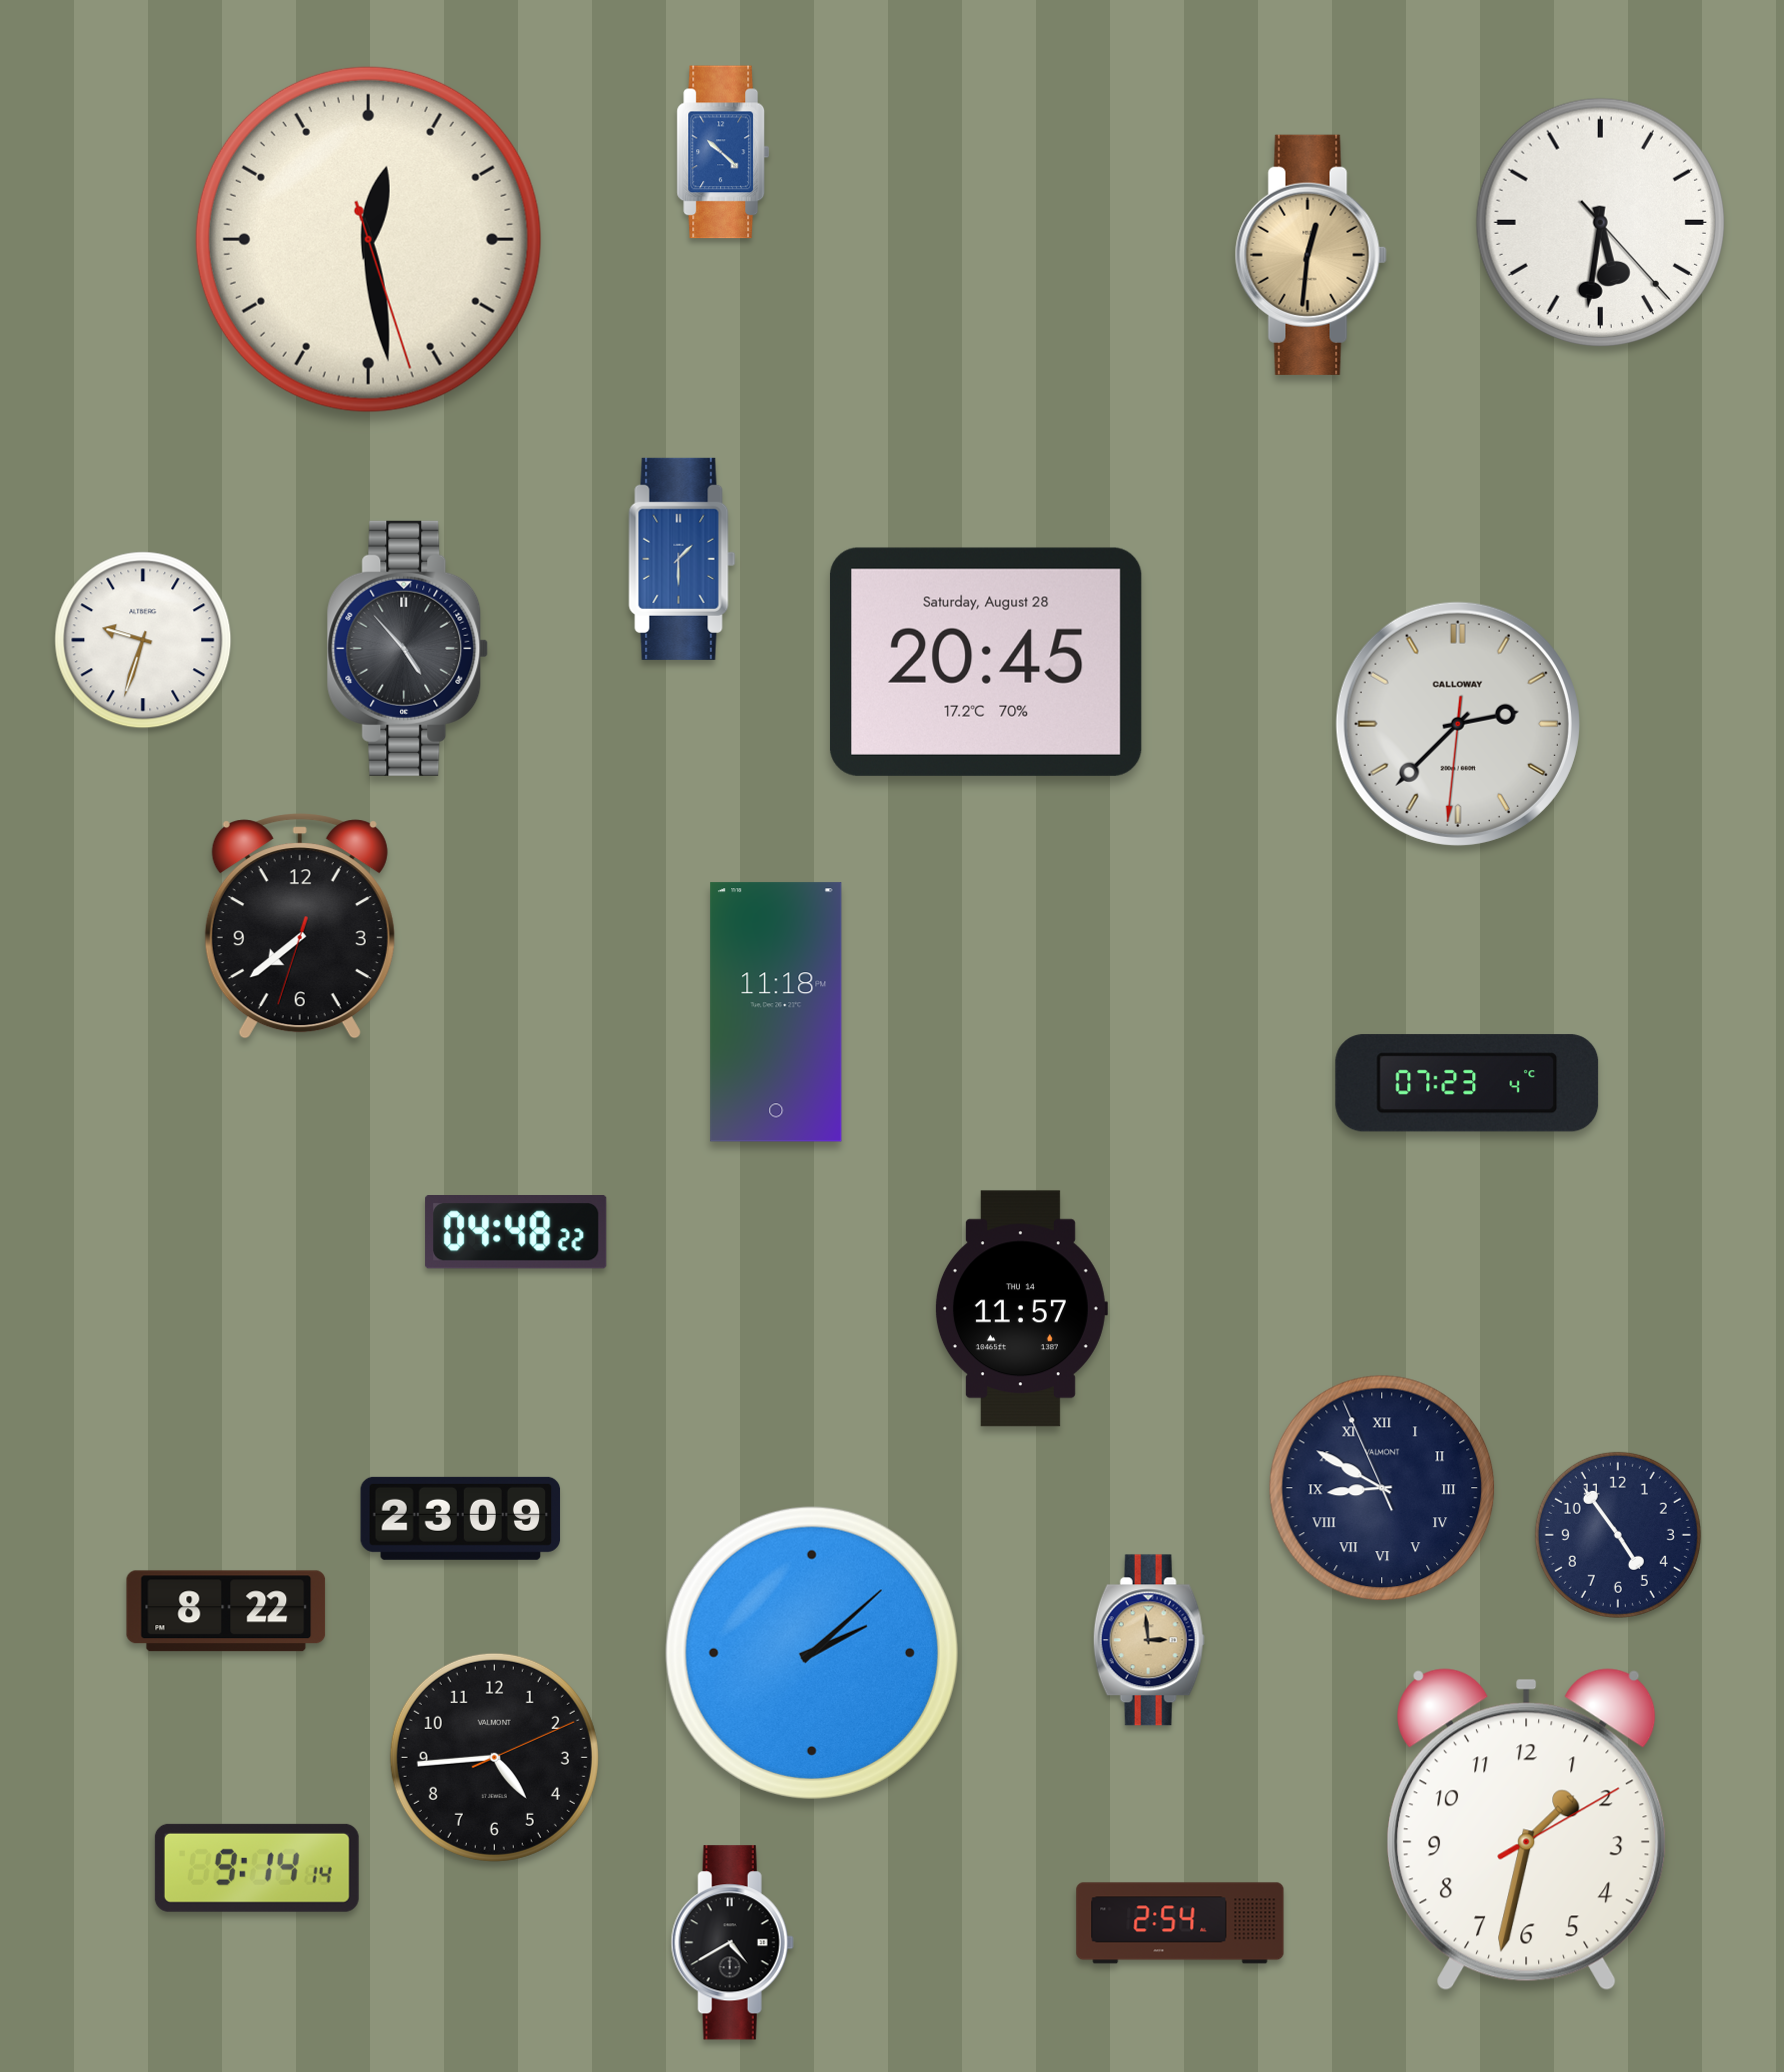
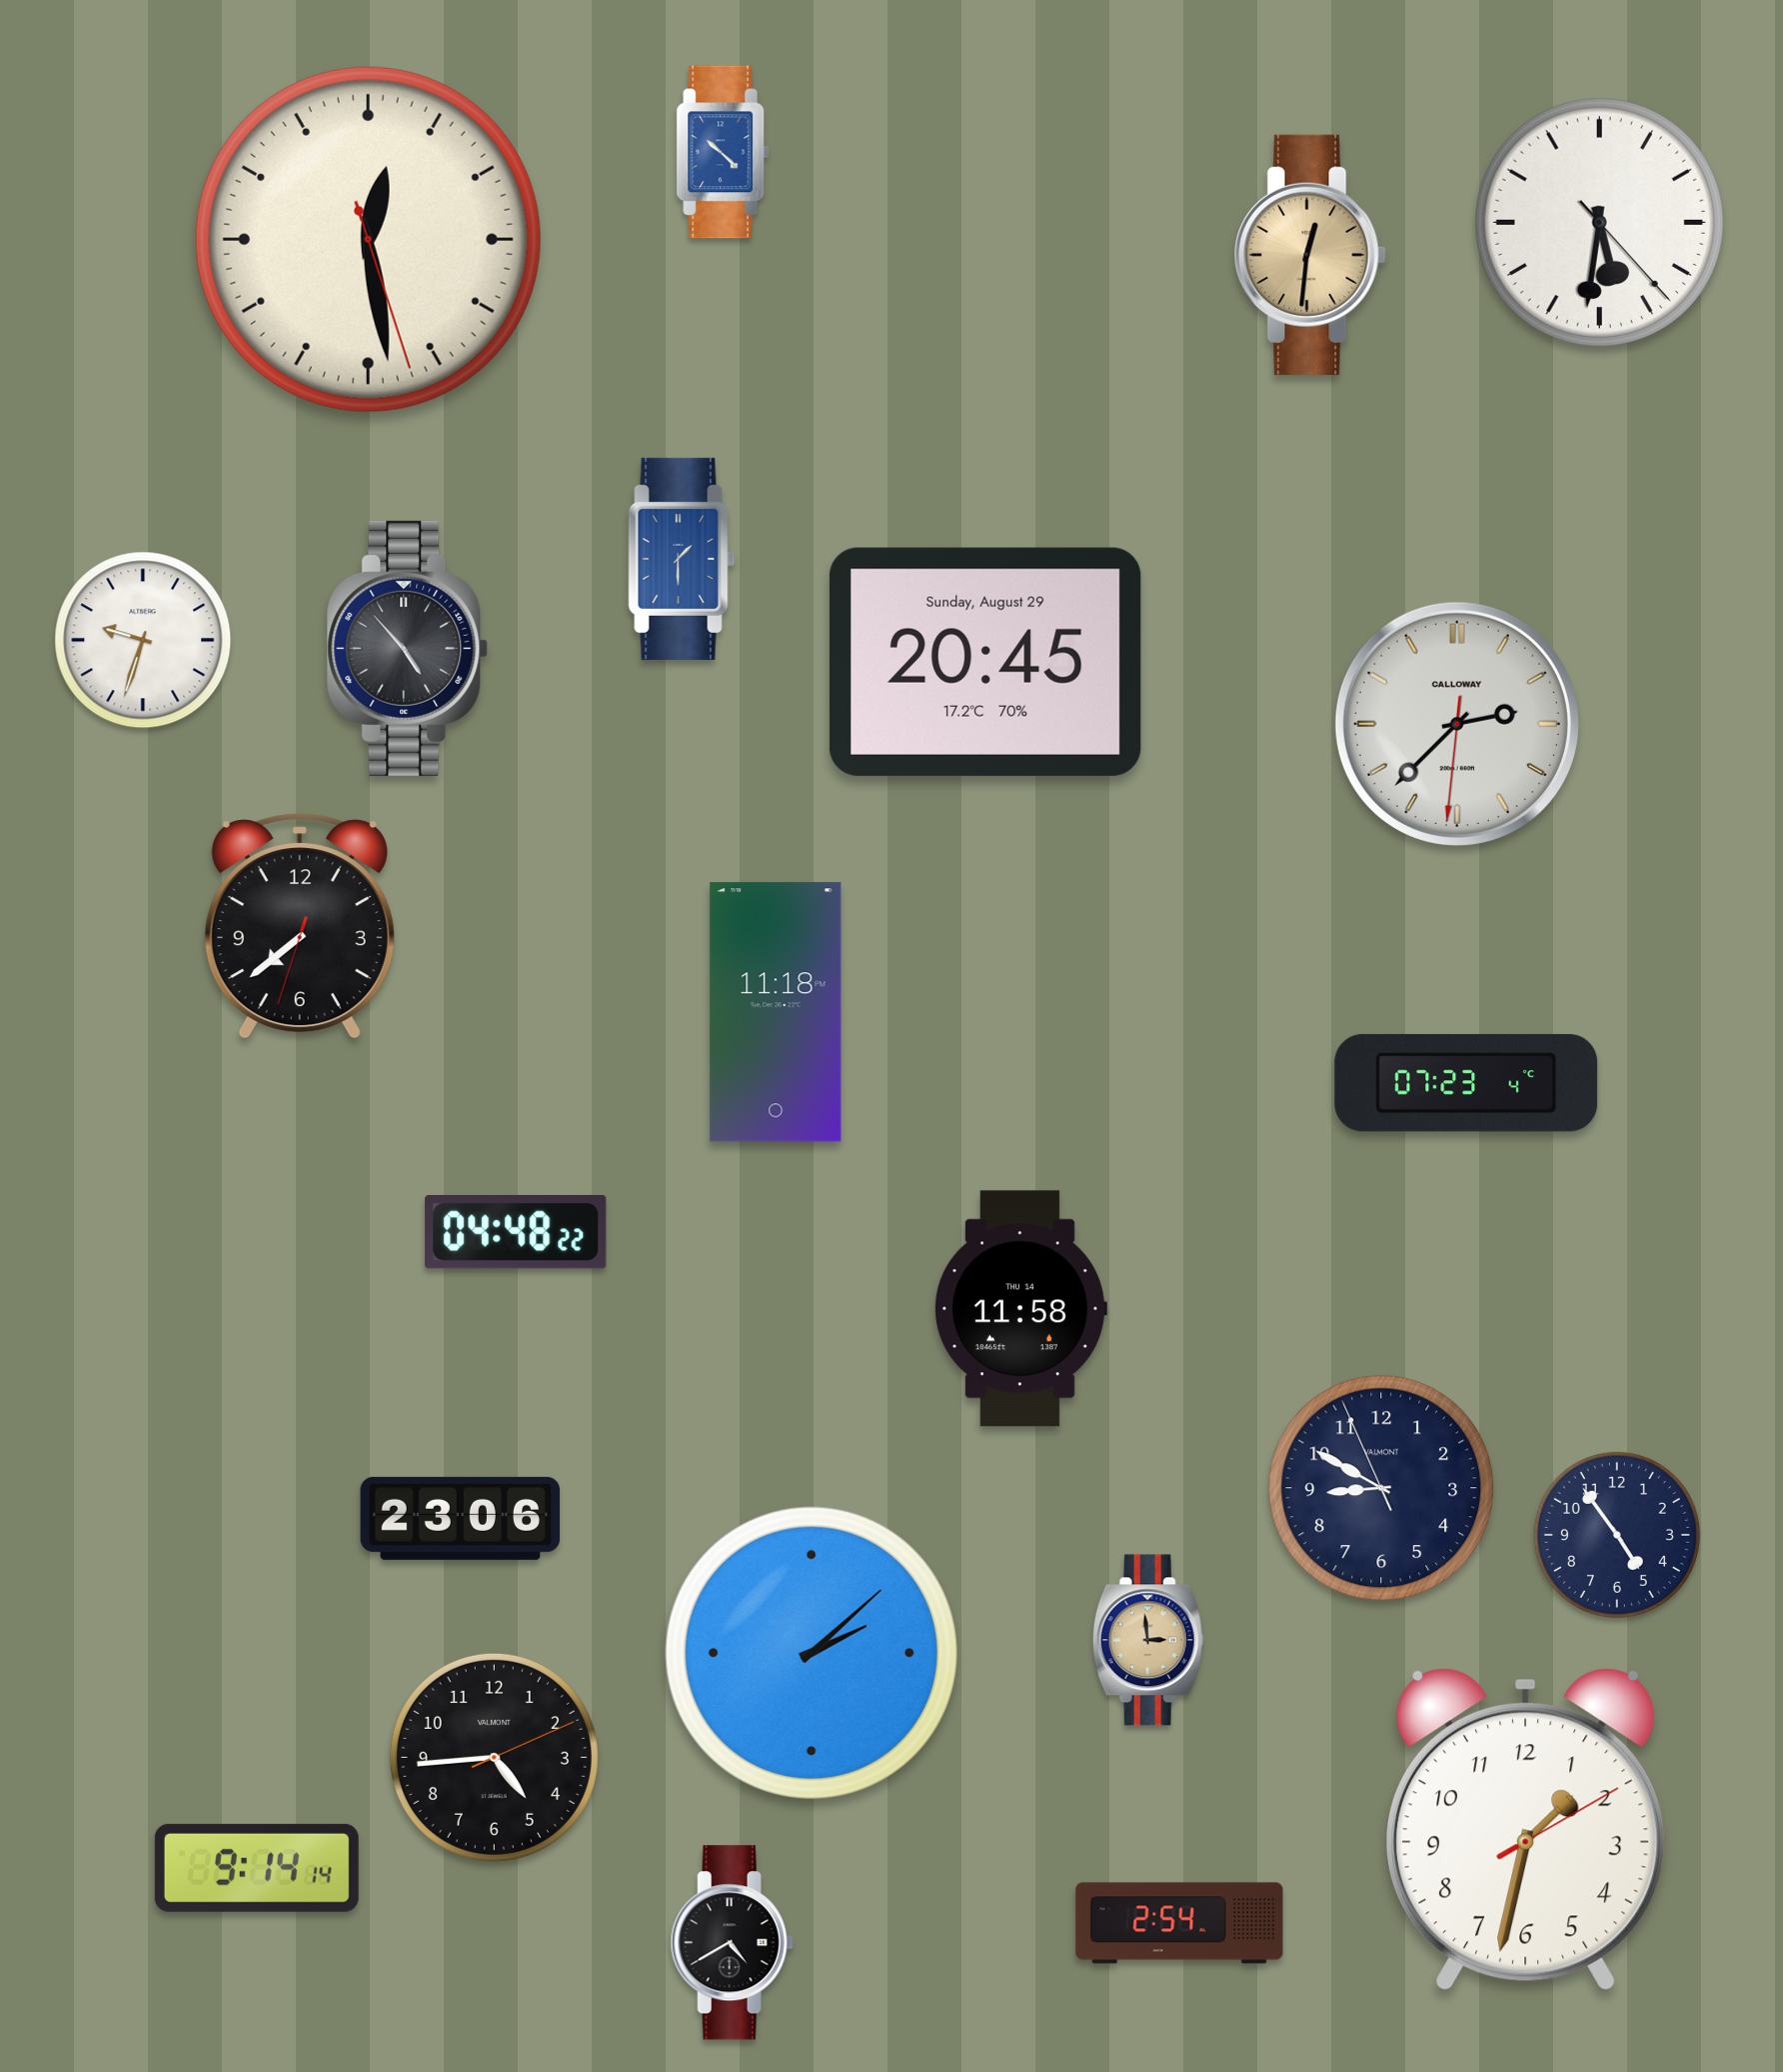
clock at (986, 662) date: Saturday, August 28 -> Sunday, August 29
clock at (1021, 1309): 11:57 -> 11:58
clock at (1382, 1488) numerals: Roman -> Arabic
clock at (461, 1518): 23:09 -> 23:06
clock at (226, 1611): 8:22 -> none
